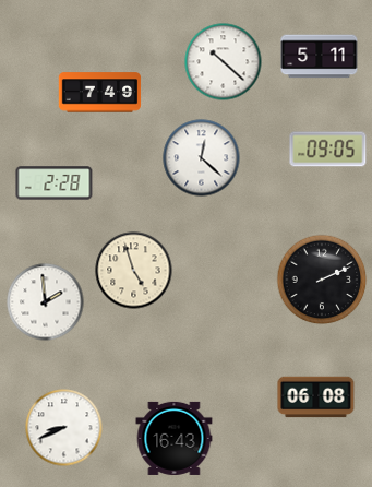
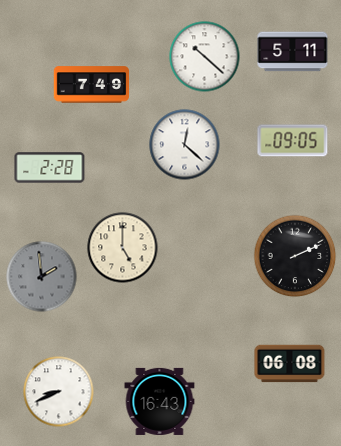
clock at (328, 150) position: (328, 150) -> (293, 141)
clock at (134, 271): 4:57 -> 5:00
clock at (46, 302) dial: white -> grey
